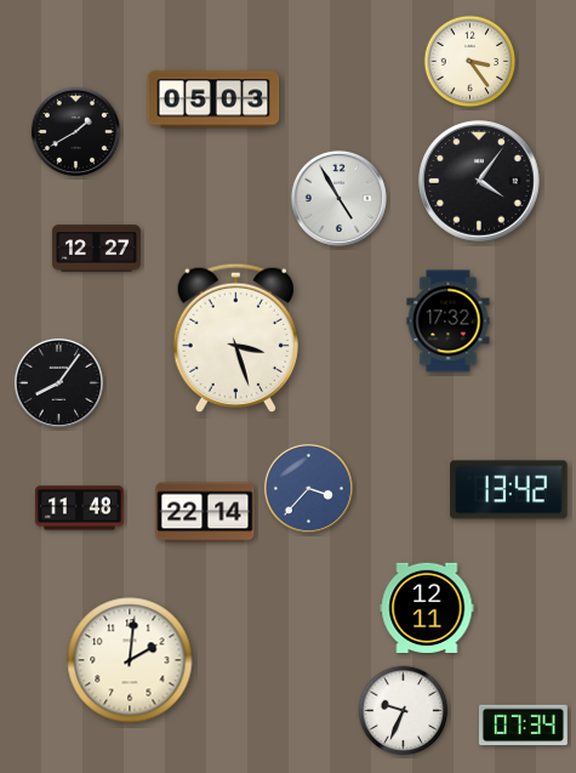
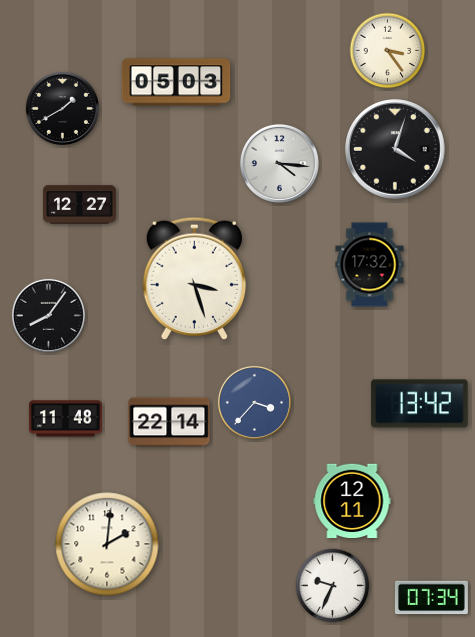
clock at (479, 181): 4:06 -> 4:03
clock at (338, 198): 4:55 -> 4:16
